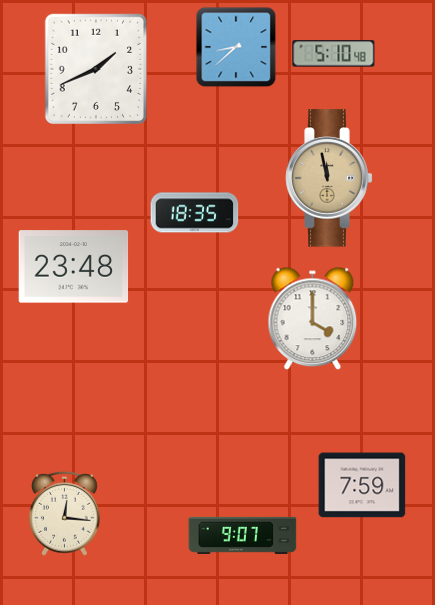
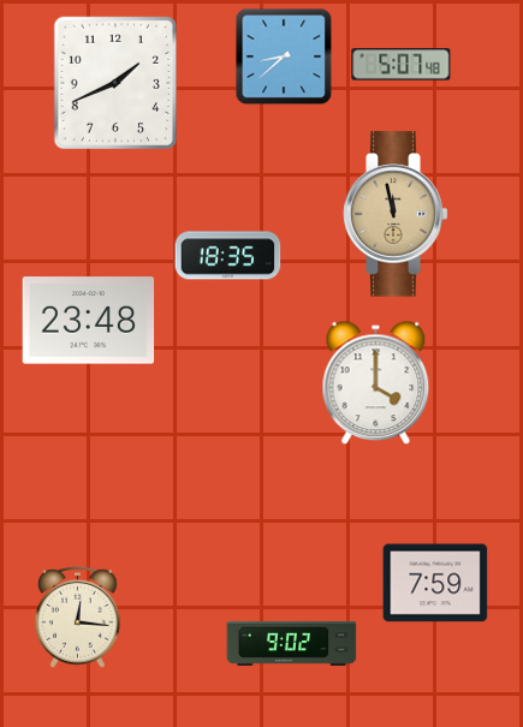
clock at (334, 54): 5:10 -> 5:07
clock at (195, 213) position: (195, 213) -> (228, 256)
clock at (243, 535): 9:07 -> 9:02
